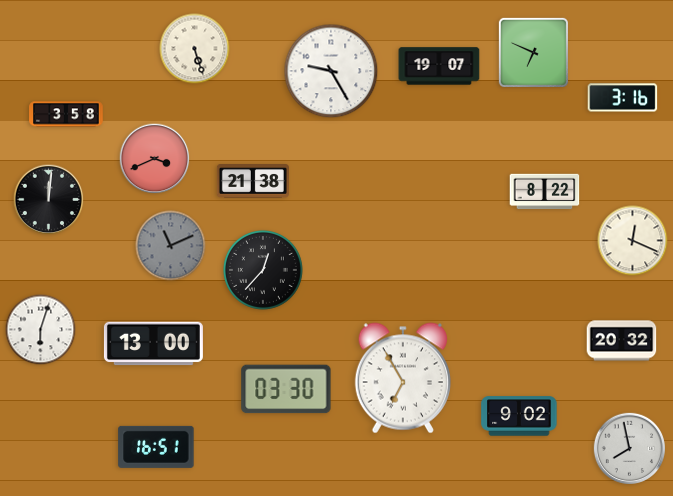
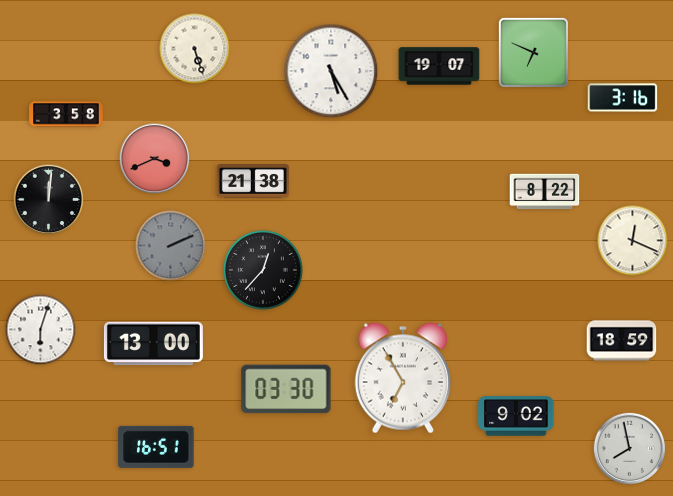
clock at (331, 71): 9:25 -> 5:25
clock at (171, 246): 11:11 -> 2:11
clock at (622, 341): 20:32 -> 18:59
clock at (519, 416) position: (519, 416) -> (516, 416)
